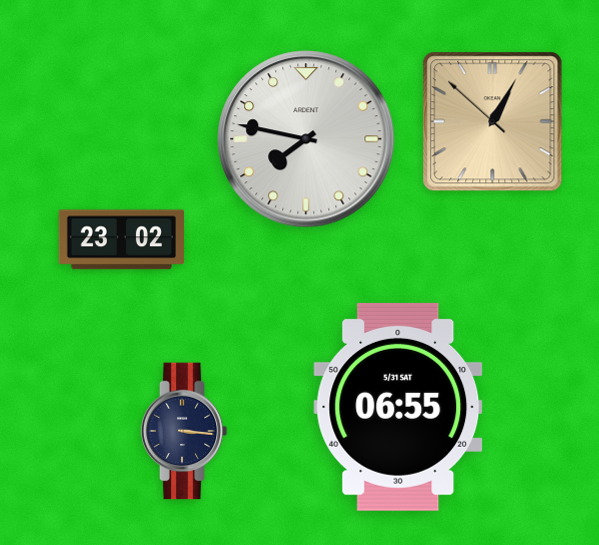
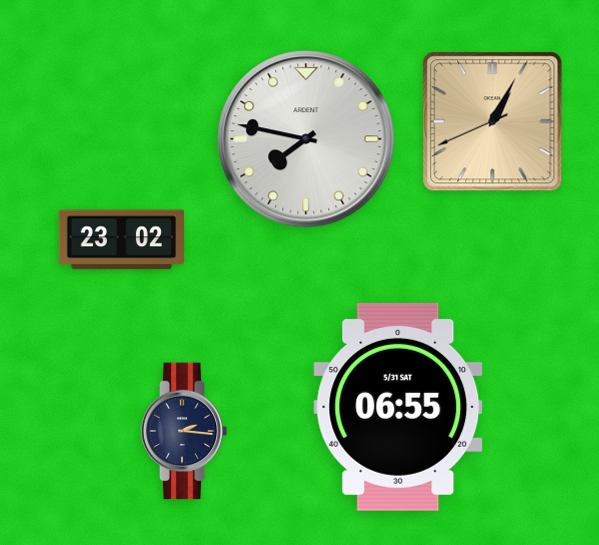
clock at (493, 122): 1:04:52 -> 1:04:41
clock at (184, 431): 3:16 -> 2:16
